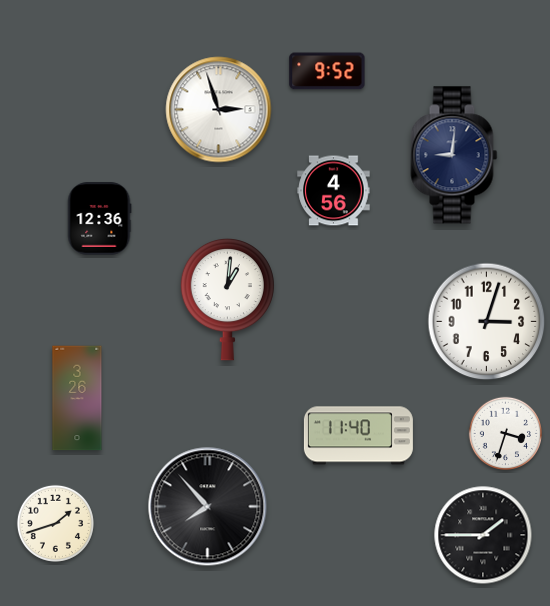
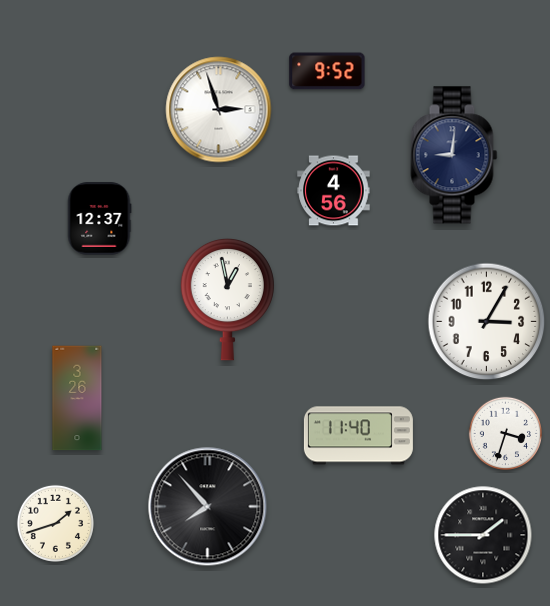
clock at (99, 219): 12:36 -> 12:37
clock at (227, 299): 1:01 -> 12:58
clock at (487, 322): 3:03 -> 3:05
